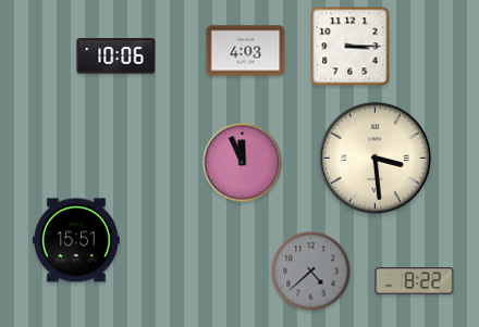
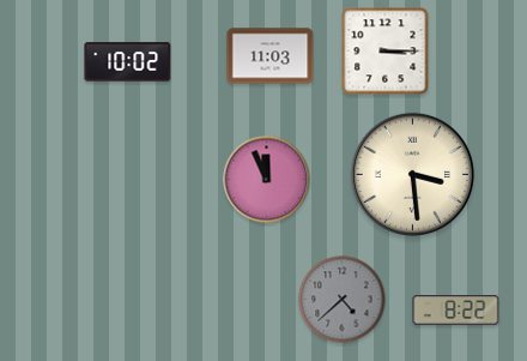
clock at (246, 51): 4:03 -> 11:03
clock at (116, 56): 10:06 -> 10:02
clock at (76, 240): 15:51 -> none
